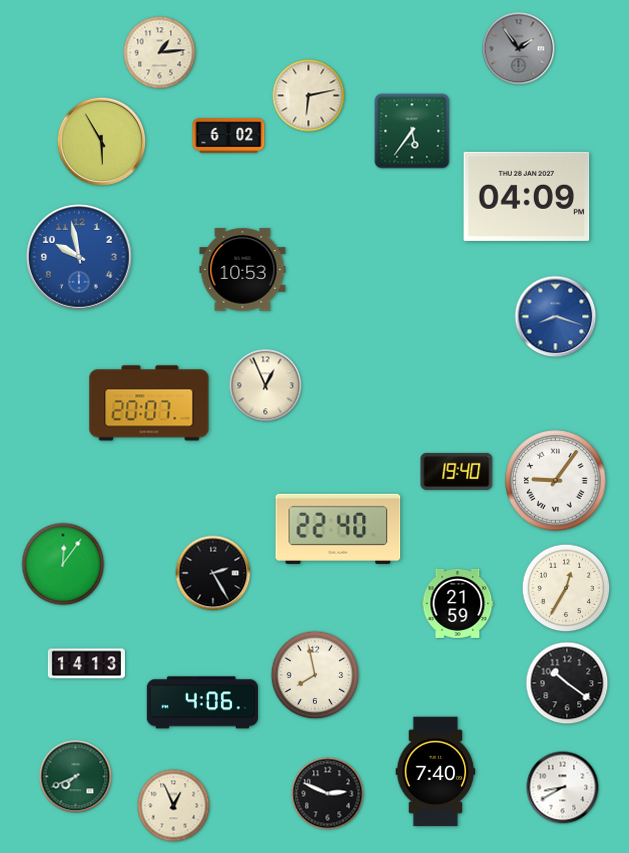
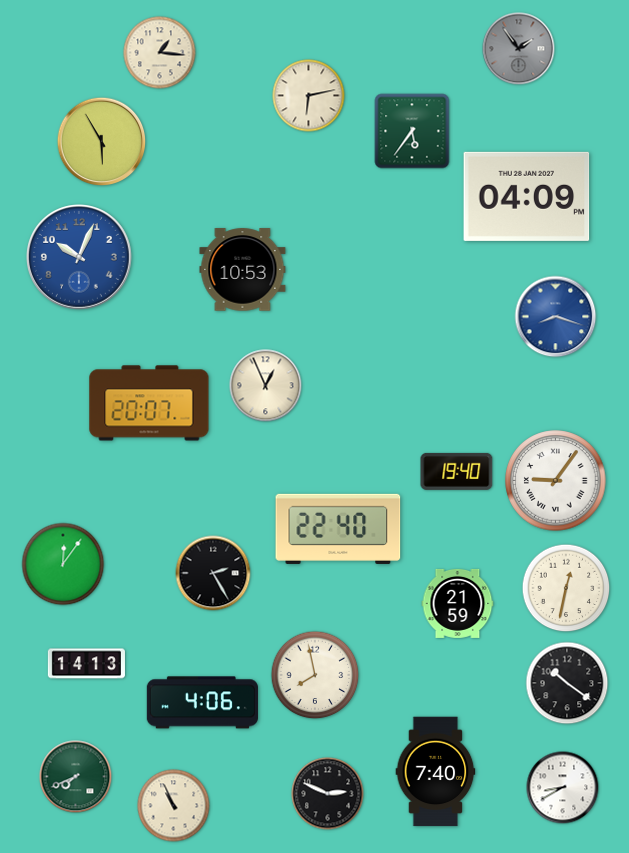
clock at (160, 53): 1:14 -> 1:16
clock at (229, 136): 6:02 -> none
clock at (80, 258): 9:58 -> 10:04
clock at (566, 588): 12:35 -> 12:32
clock at (174, 806): 12:56 -> 10:56
